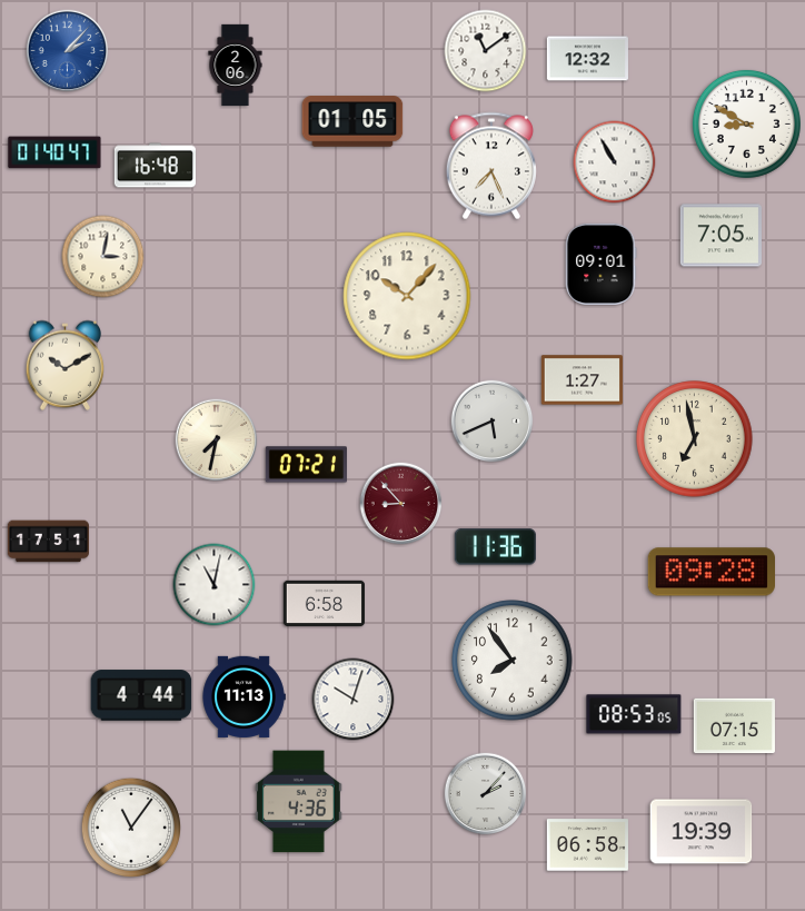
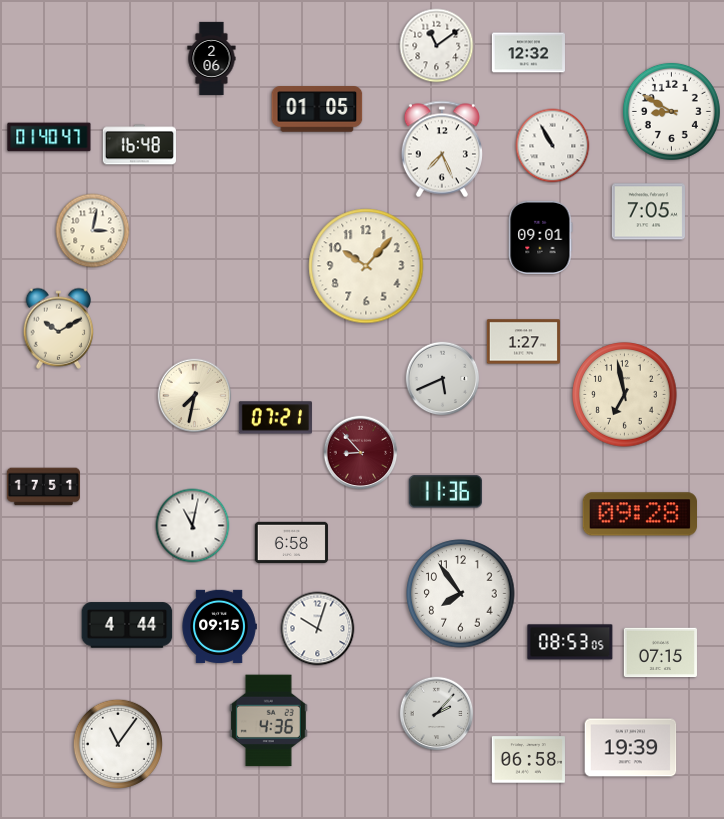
clock at (68, 51): 2:07 -> none
clock at (155, 166) position: (155, 166) -> (139, 145)
clock at (244, 696): 11:13 -> 09:15
